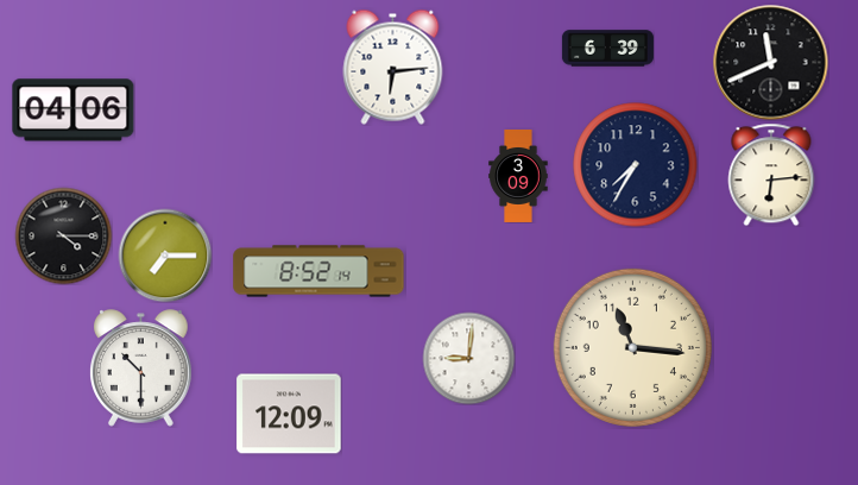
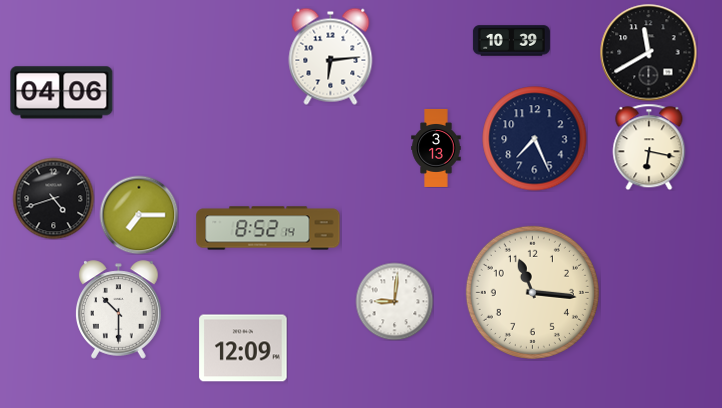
clock at (607, 49): 6:39 -> 10:39
clock at (771, 63): 11:41 -> 11:40
clock at (636, 165): 7:35 -> 7:26
clock at (771, 175): 6:14 -> 6:17
clock at (518, 176): 3:09 -> 3:13
clock at (63, 235): 4:15 -> 4:42
